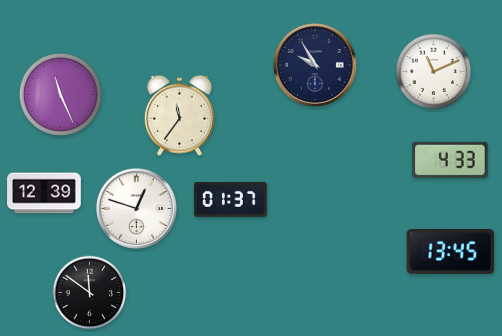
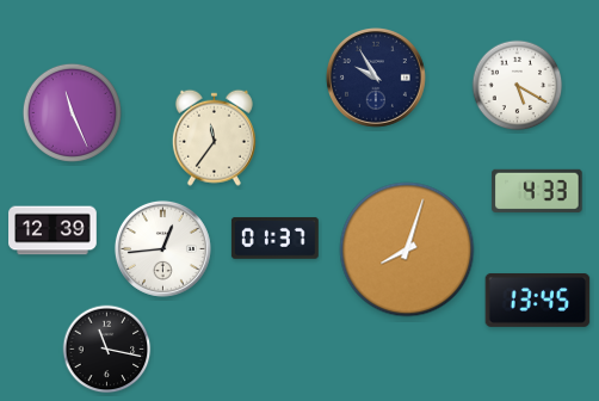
clock at (434, 72): 11:11 -> 5:20
clock at (136, 208): 12:48 -> 12:44
clock at (407, 249): none -> 8:03
clock at (90, 293): 11:51 -> 11:17
